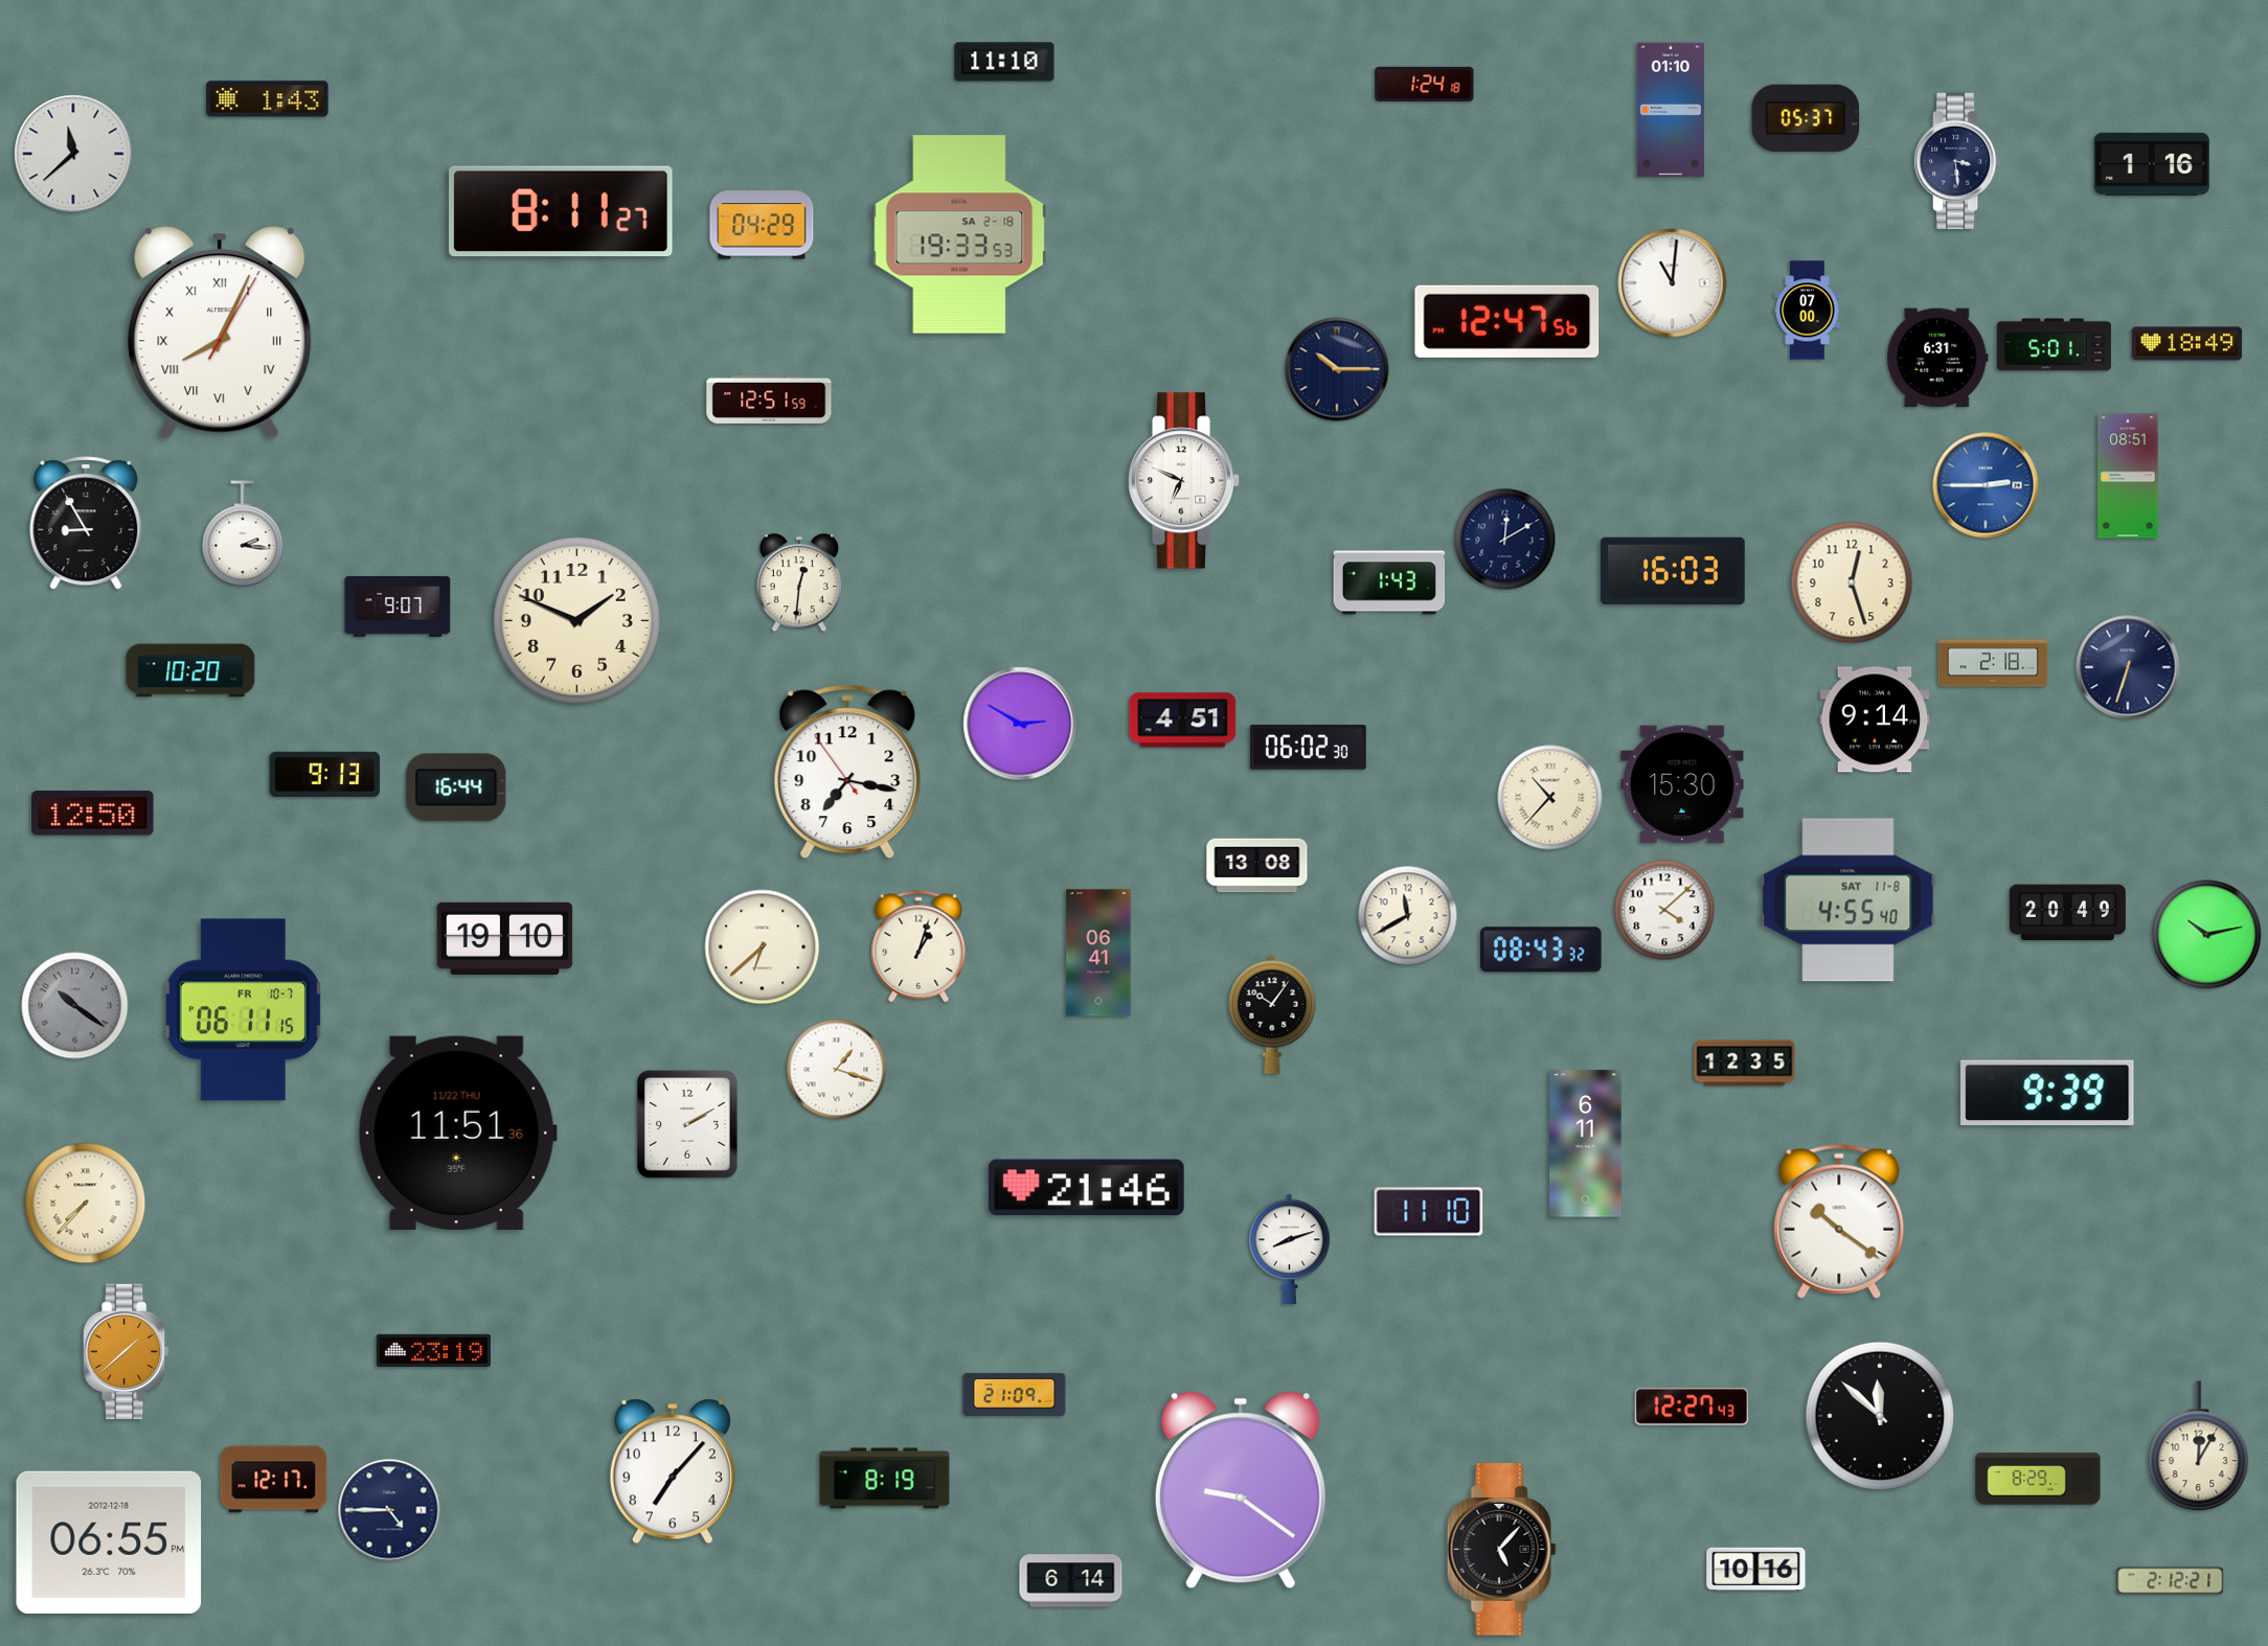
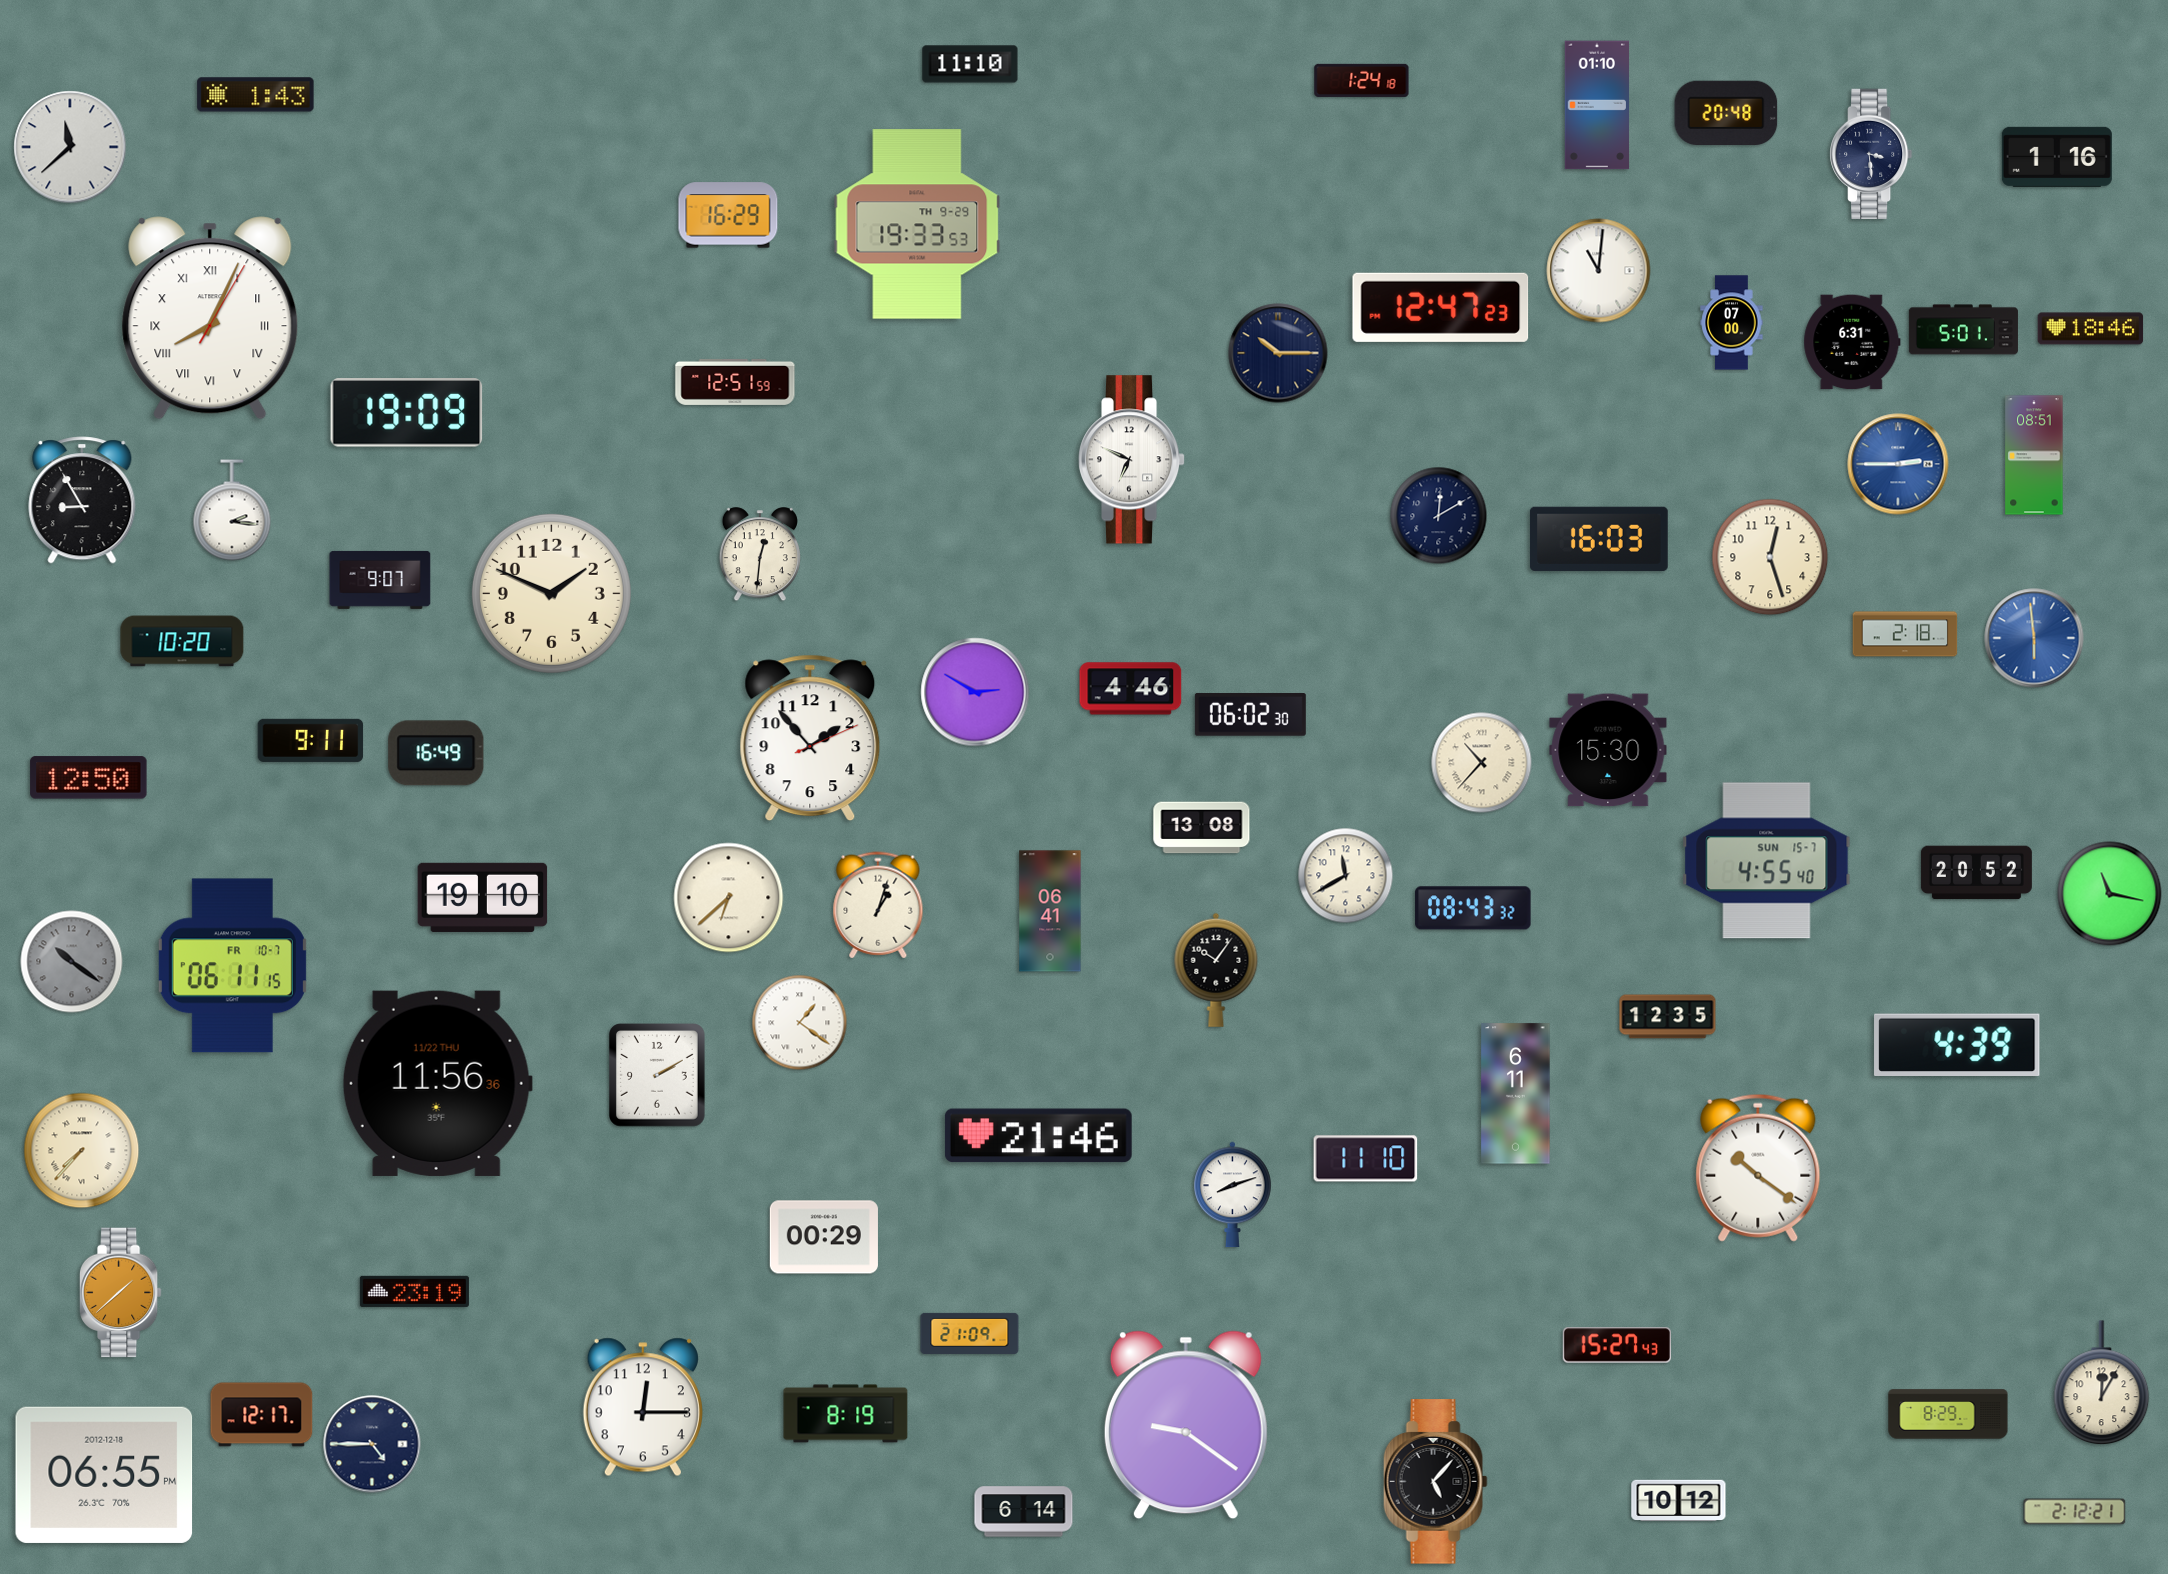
clock at (1004, 62) position: (1004, 62) -> (970, 64)
clock at (1806, 118): 05:37 -> 20:48
clock at (561, 211): 8:11 -> none
clock at (762, 225): 04:29 -> 16:29
clock at (959, 234) date: SA 2-18 -> TH 9-29
clock at (1808, 311) position: (1808, 311) -> (1732, 323)
clock at (1507, 321): 12:47:56 -> 12:47:23
clock at (2187, 344): 18:49 -> 18:46
clock at (407, 413): none -> 19:09
clock at (1673, 570) position: (1673, 570) -> (1599, 538)
clock at (1389, 582): 1:43 -> none
clock at (799, 584) position: (799, 584) -> (760, 555)
clock at (2128, 667): 6:33 -> 5:59
clock at (2128, 667) dial: navy -> blue
clock at (1875, 719): 9:14 -> none
clock at (1183, 721): 4:51 -> 4:46
clock at (847, 772): 7:16 -> 1:53
clock at (325, 774): 9:13 -> 9:11
clock at (456, 787): 16:44 -> 16:49
clock at (1849, 900) date: SAT 11-8 -> SUN 15-7
clock at (1664, 910): 4:08 -> none
clock at (2067, 913): 20:49 -> 20:52
clock at (2207, 935): 10:13 -> 11:17
clock at (763, 947) position: (763, 947) -> (729, 898)
clock at (837, 1070): 1:18 -> 1:21
clock at (2047, 1092): 9:39 -> 4:39
clock at (457, 1133): 11:51 -> 11:56
clock at (824, 1237): none -> 00:29
clock at (1692, 1407): 12:27 -> 15:27
clock at (1880, 1416): 11:52 -> none
clock at (673, 1471): 7:07 -> 12:15
clock at (1756, 1570): 10:16 -> 10:12
